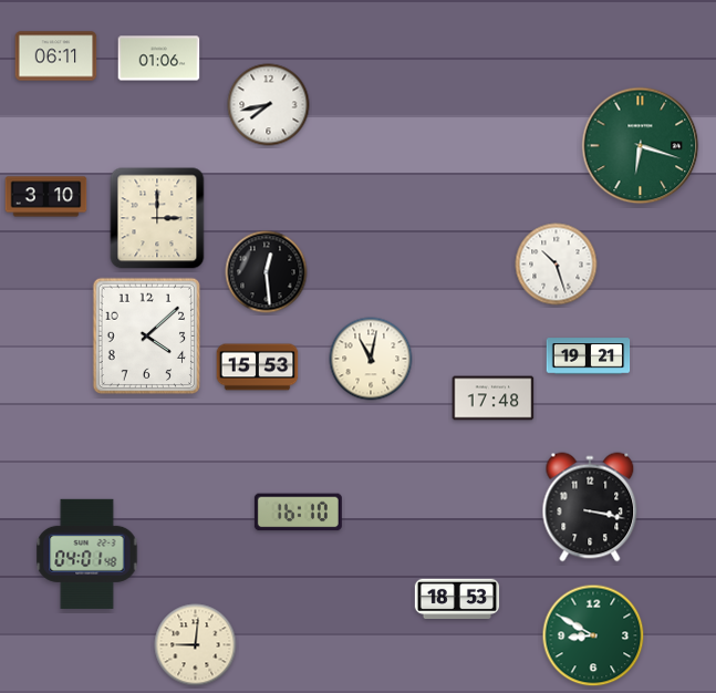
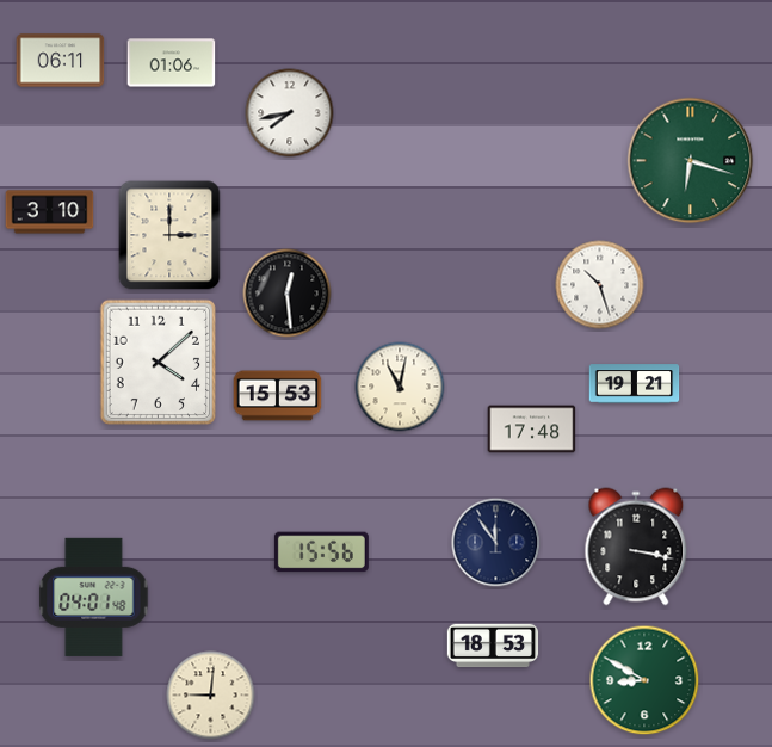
clock at (641, 146) position: (641, 146) -> (691, 161)
clock at (496, 543): none -> 11:54
clock at (298, 513): 16:10 -> 15:56
clock at (593, 635) position: (593, 635) -> (644, 680)
